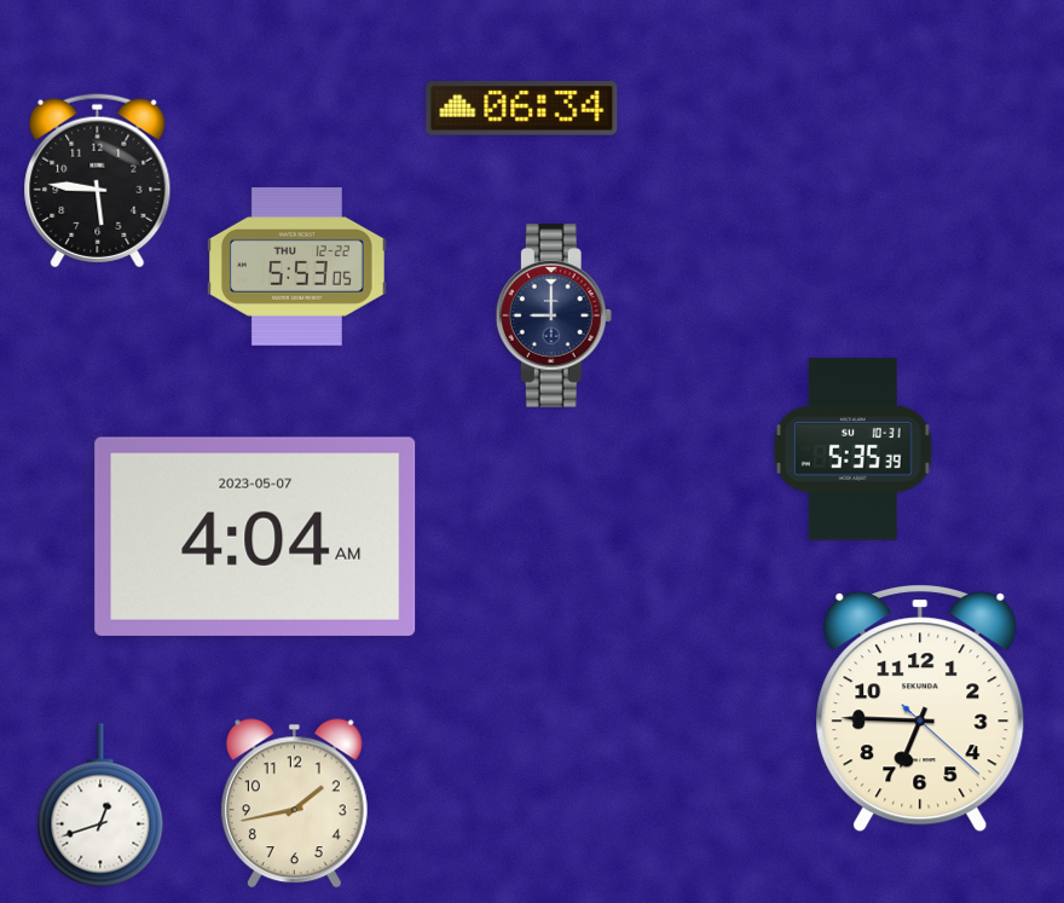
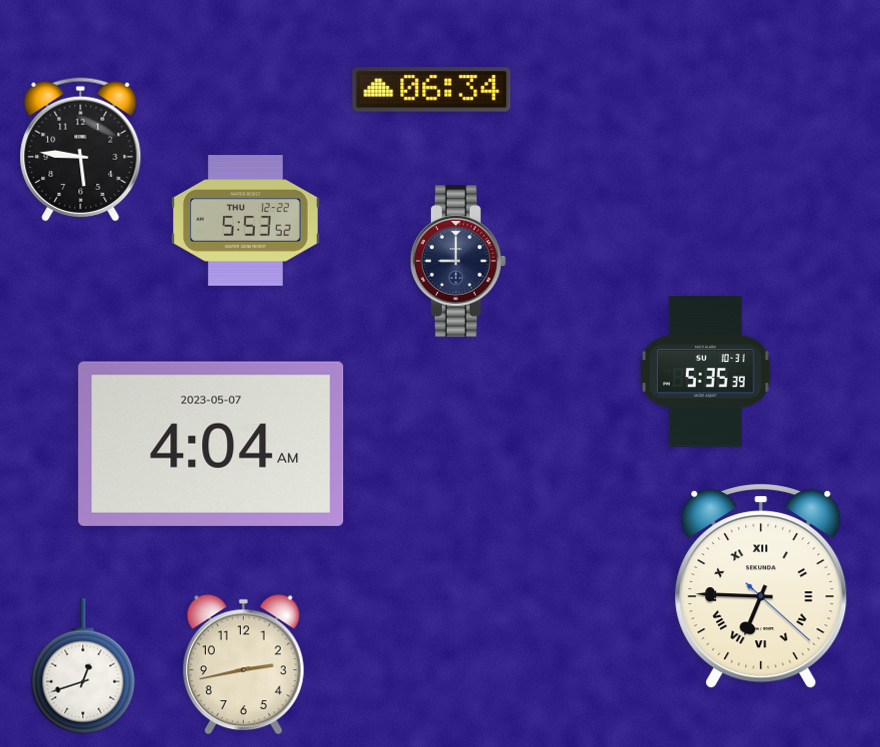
clock at (296, 266): 5:53:05 -> 5:53:52
clock at (920, 708) numerals: Arabic -> Roman
clock at (294, 804): 1:43 -> 2:43
